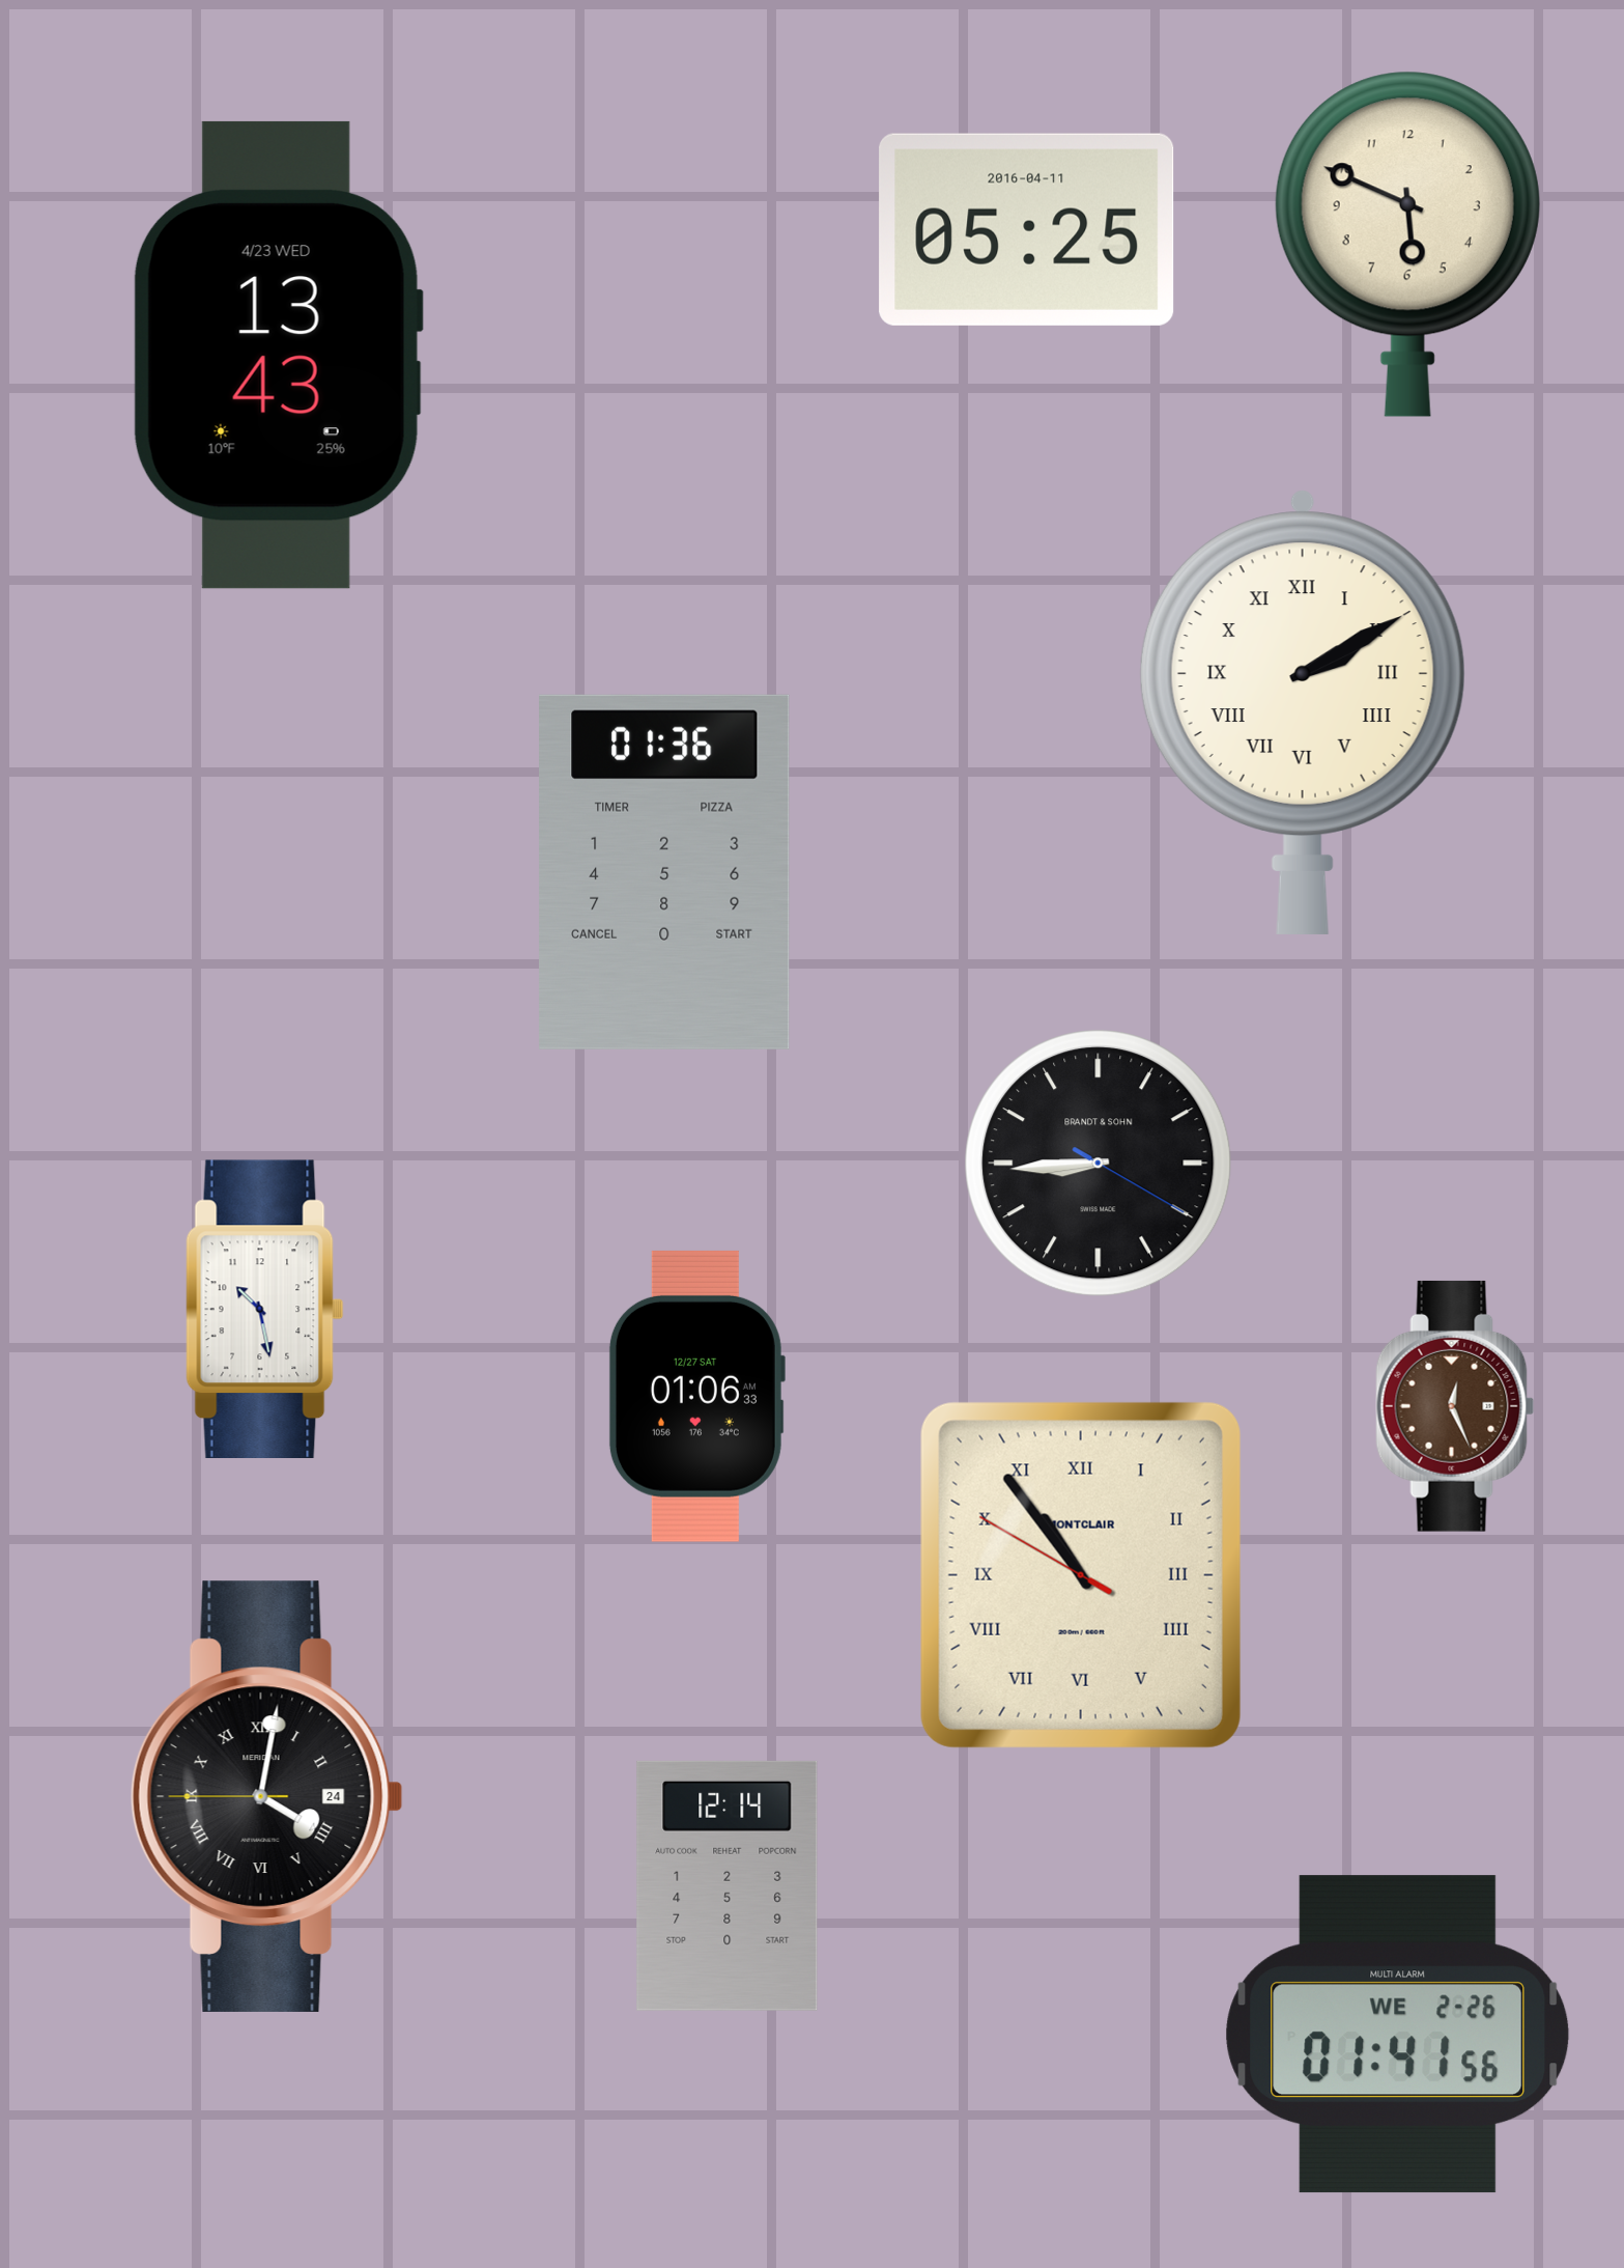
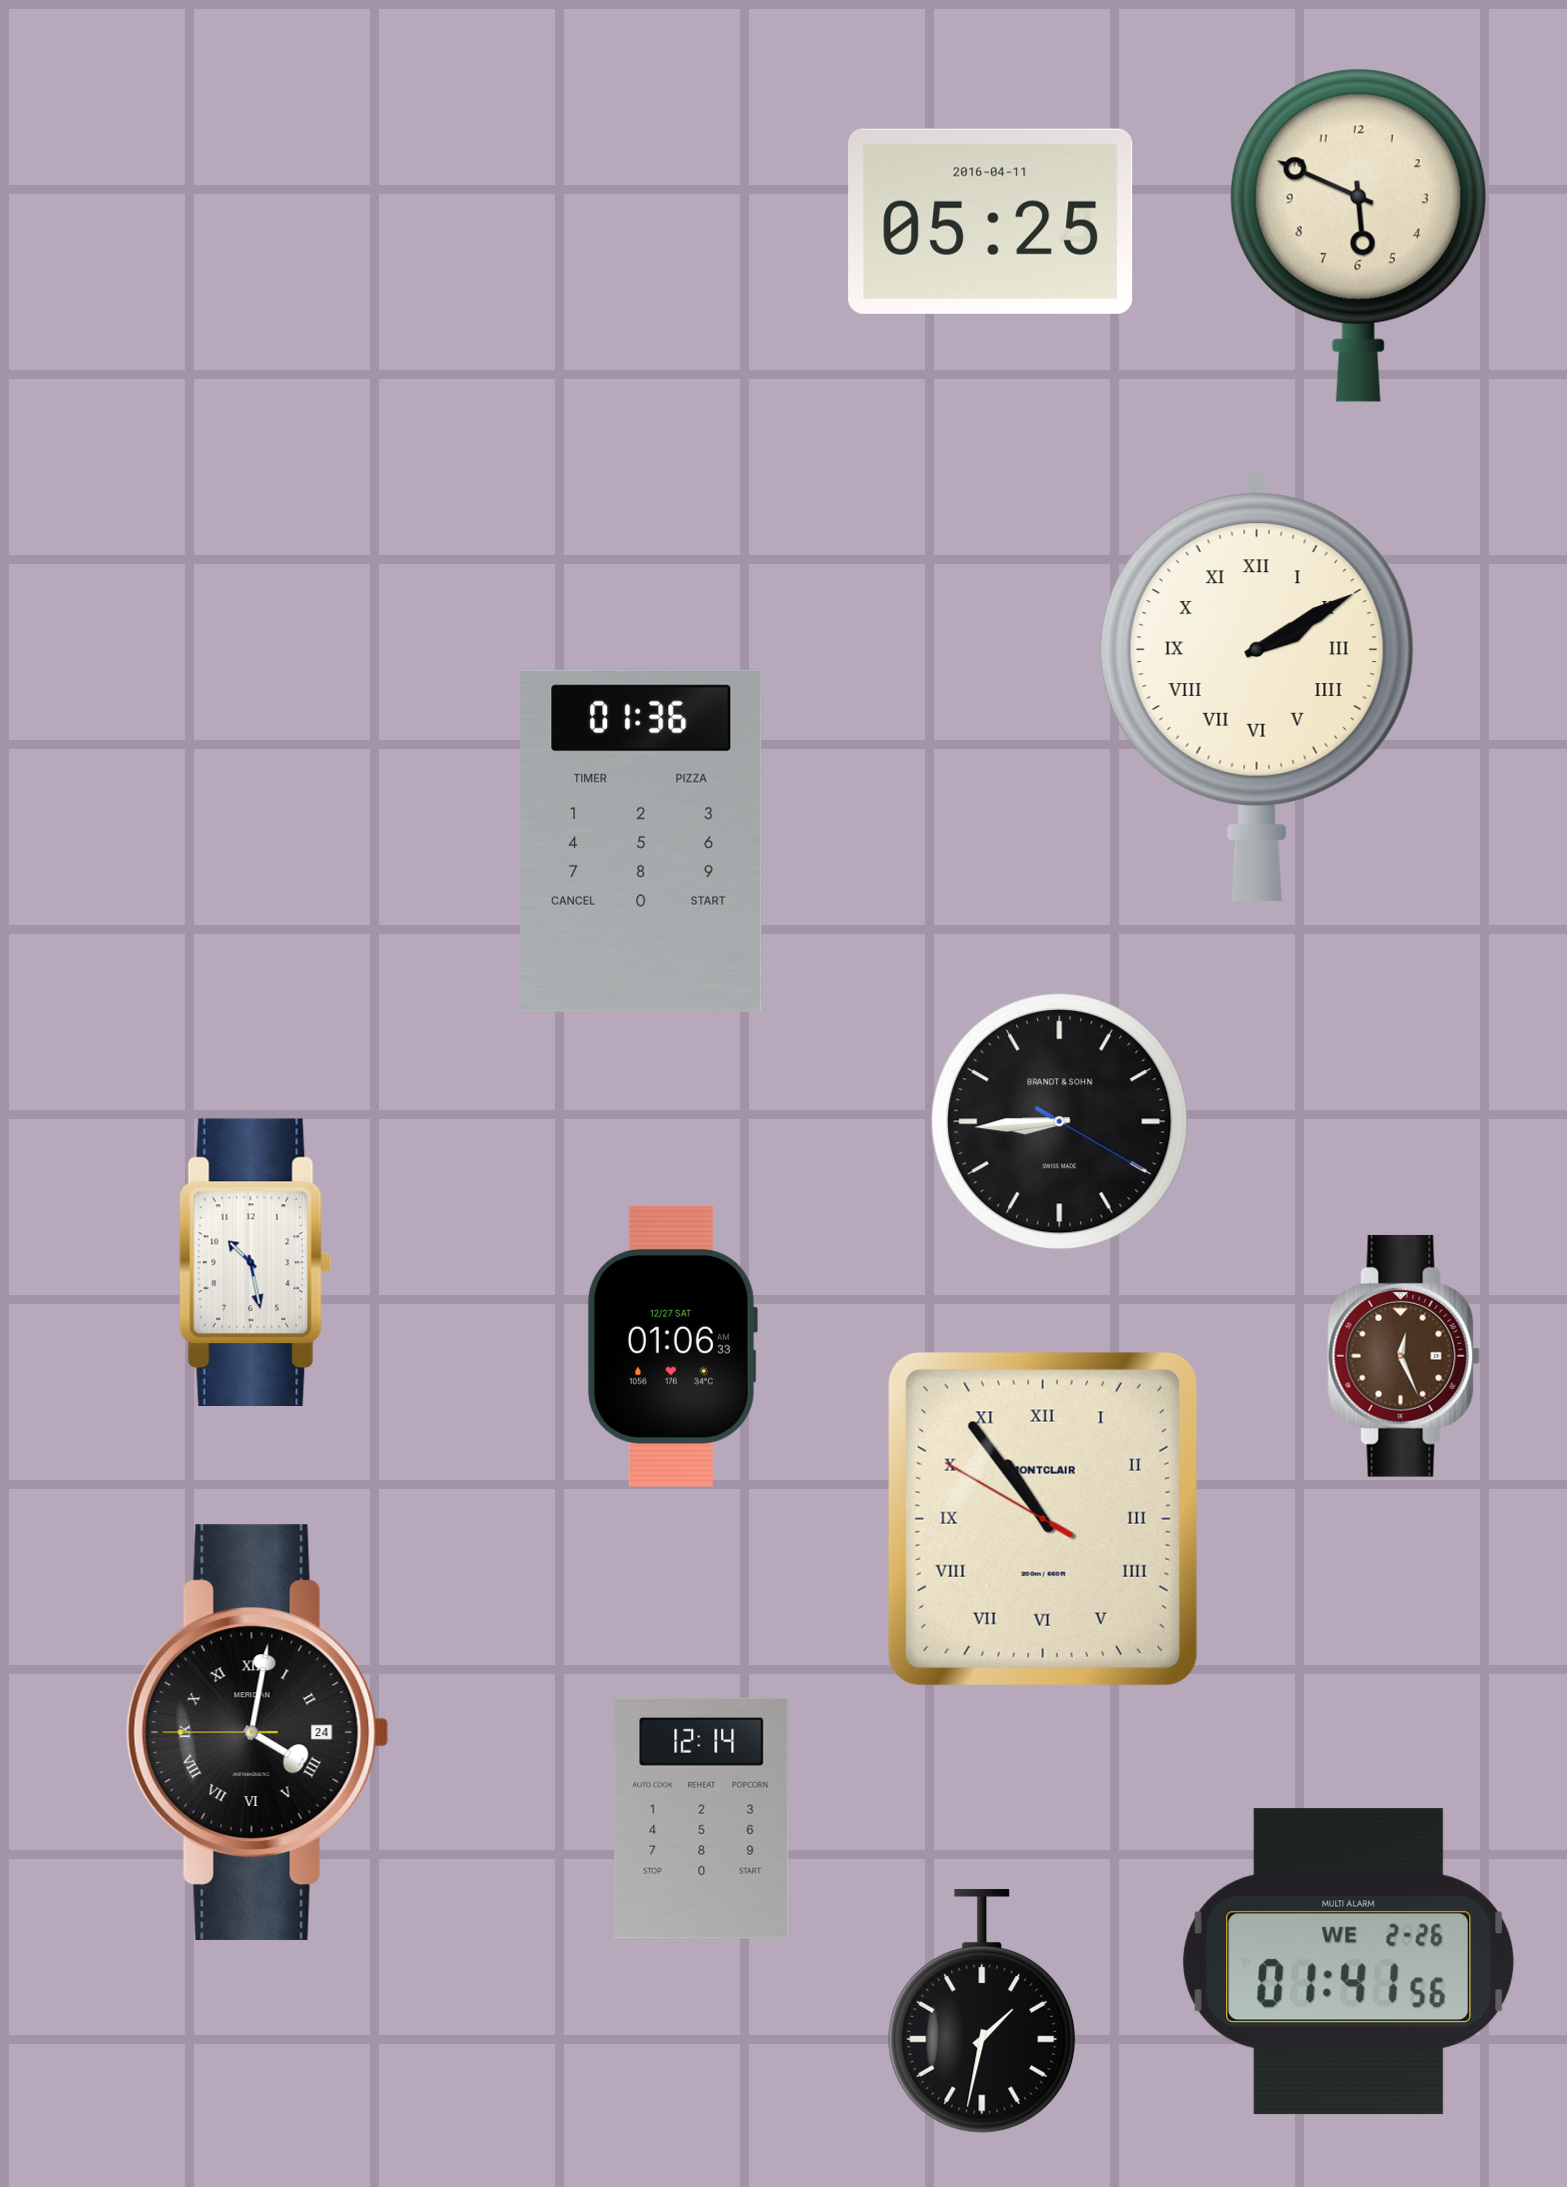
clock at (278, 355): 13:43 -> none
clock at (982, 2011): none -> 1:32
